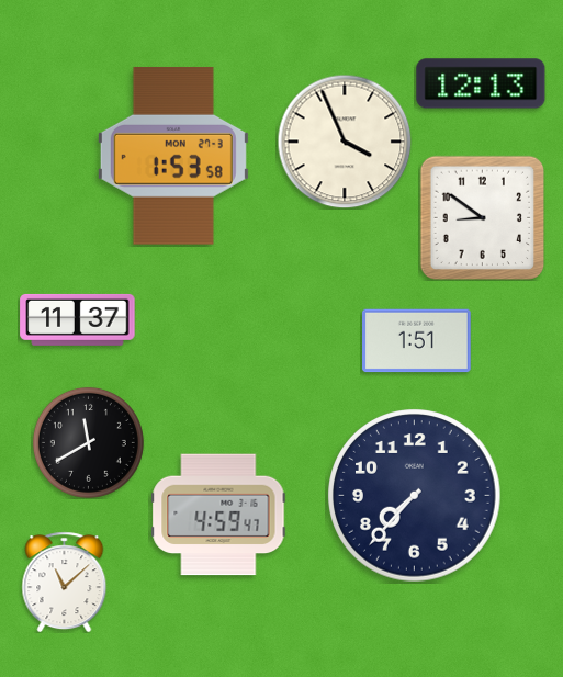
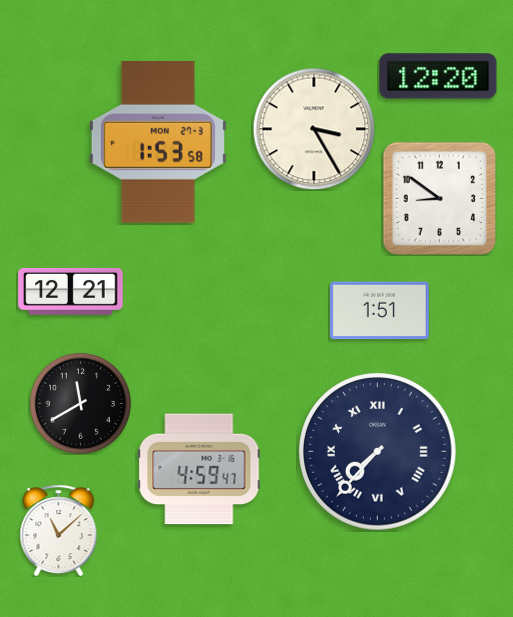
clock at (481, 83): 12:13 -> 12:20
clock at (345, 142): 3:56 -> 3:25
clock at (78, 319): 11:37 -> 12:21
clock at (415, 496) numerals: Arabic -> Roman
